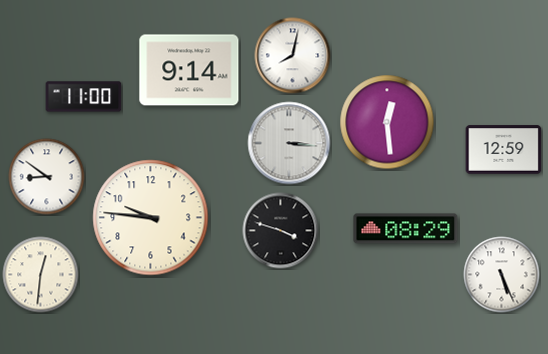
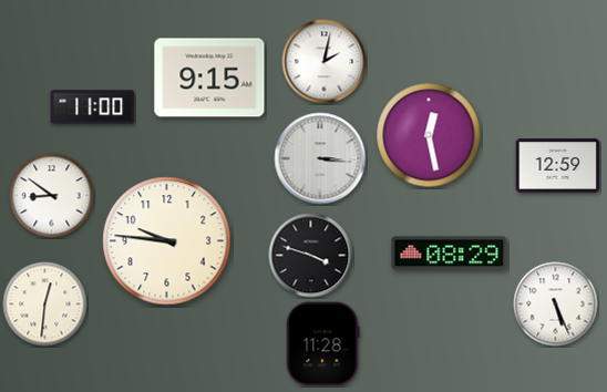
clock at (293, 56): 8:02 -> 2:02
clock at (189, 70): 9:14 -> 9:15
clock at (387, 122): 12:29 -> 12:28
clock at (323, 344): none -> 11:28
